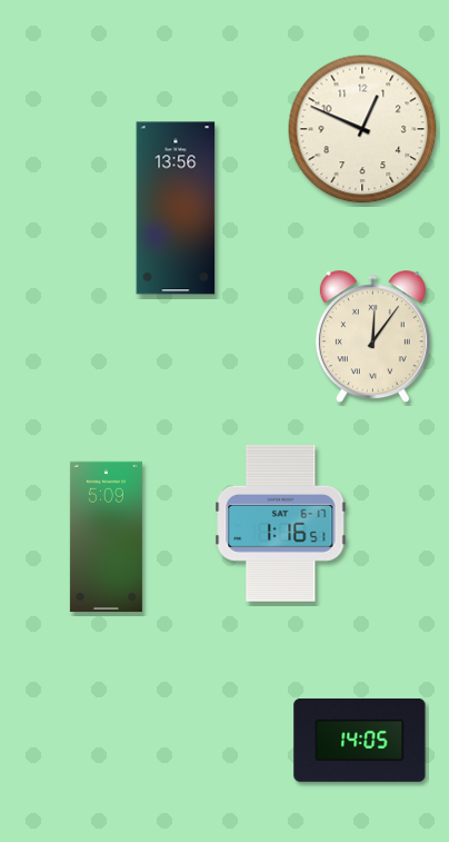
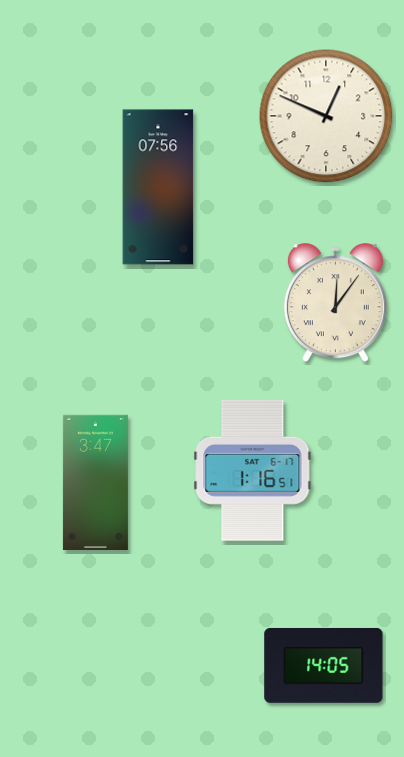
clock at (176, 208): 13:56 -> 07:56
clock at (106, 536): 5:09 -> 3:47
